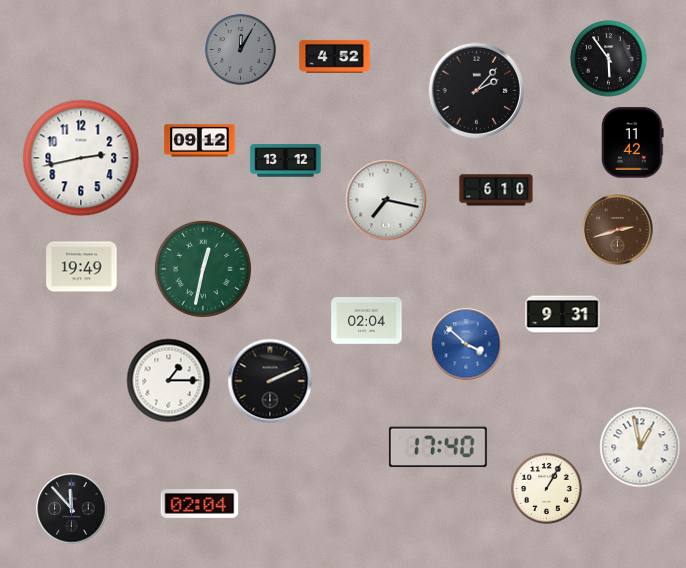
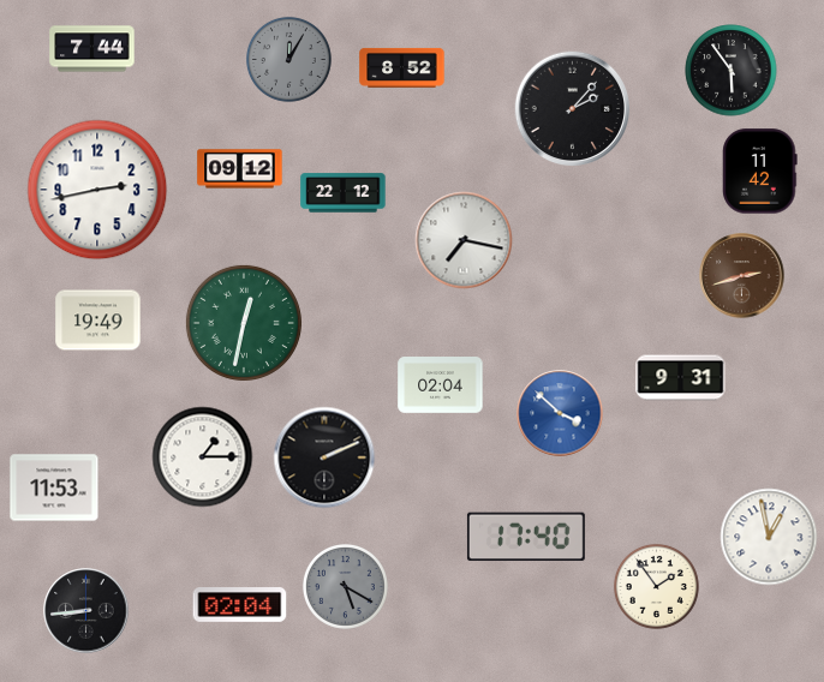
clock at (92, 49): none -> 7:44
clock at (335, 56): 4:52 -> 8:52
clock at (286, 161): 13:12 -> 22:12
clock at (496, 190): 6:10 -> none
clock at (563, 315) position: (563, 315) -> (681, 378)
clock at (54, 487): none -> 11:53
clock at (345, 586): none -> 5:20
clock at (546, 488): 1:05 -> 1:54
clock at (72, 509): 11:53 -> 8:44
